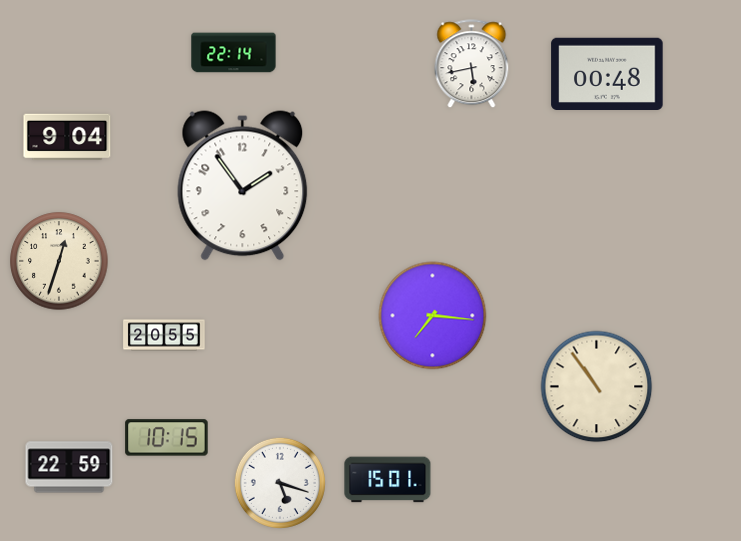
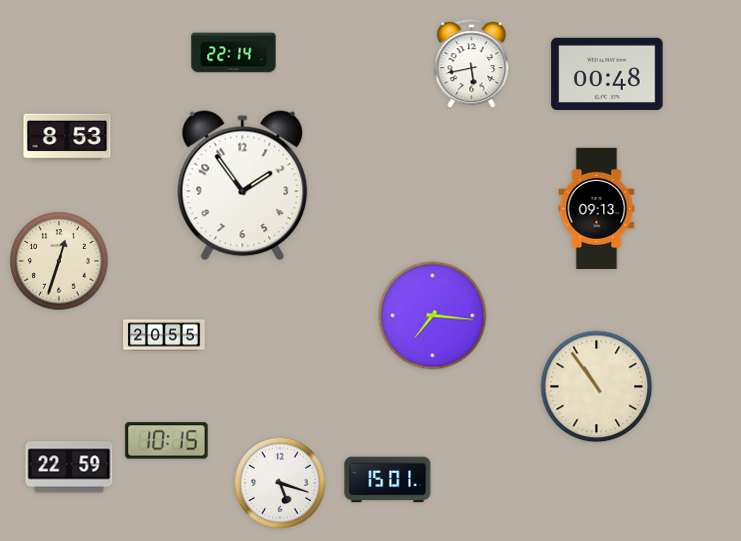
clock at (67, 137): 9:04 -> 8:53
clock at (597, 208): none -> 09:13
clock at (167, 438) position: (167, 438) -> (167, 441)
